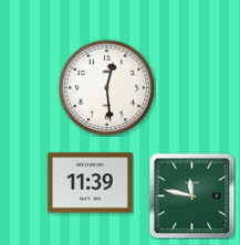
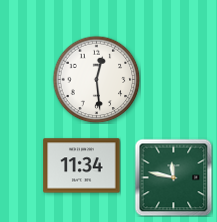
clock at (91, 183): 11:39 -> 11:34
